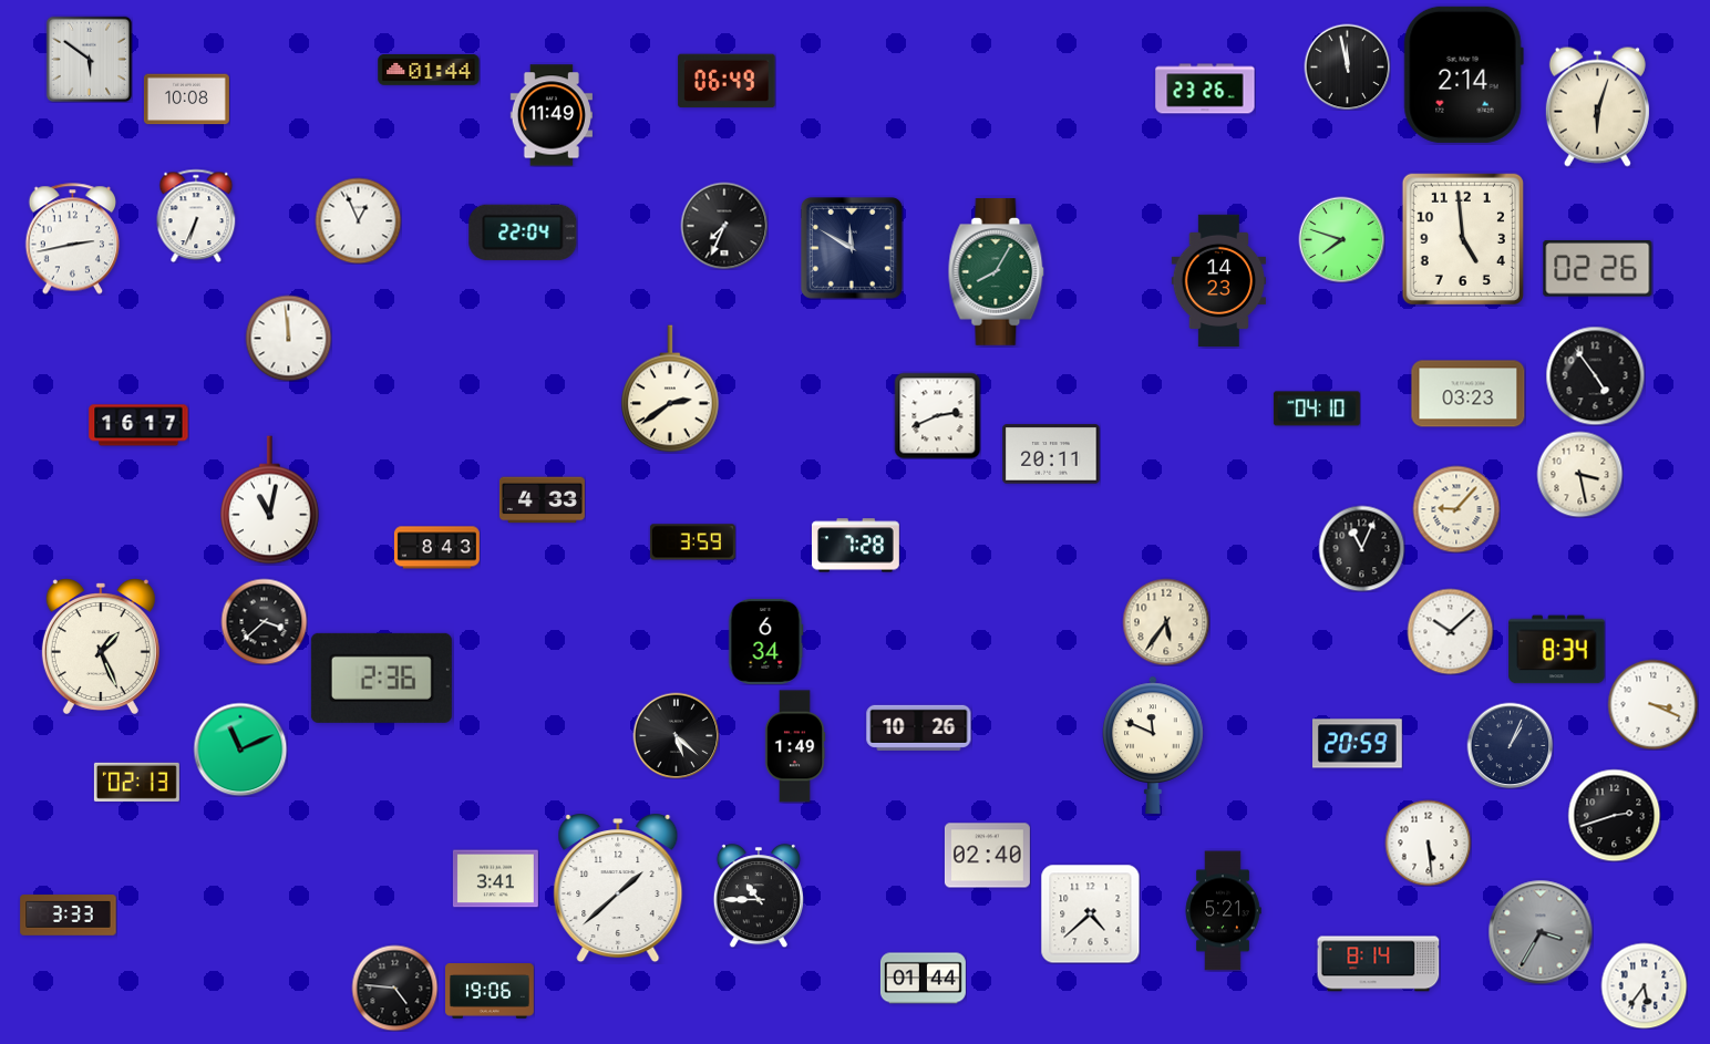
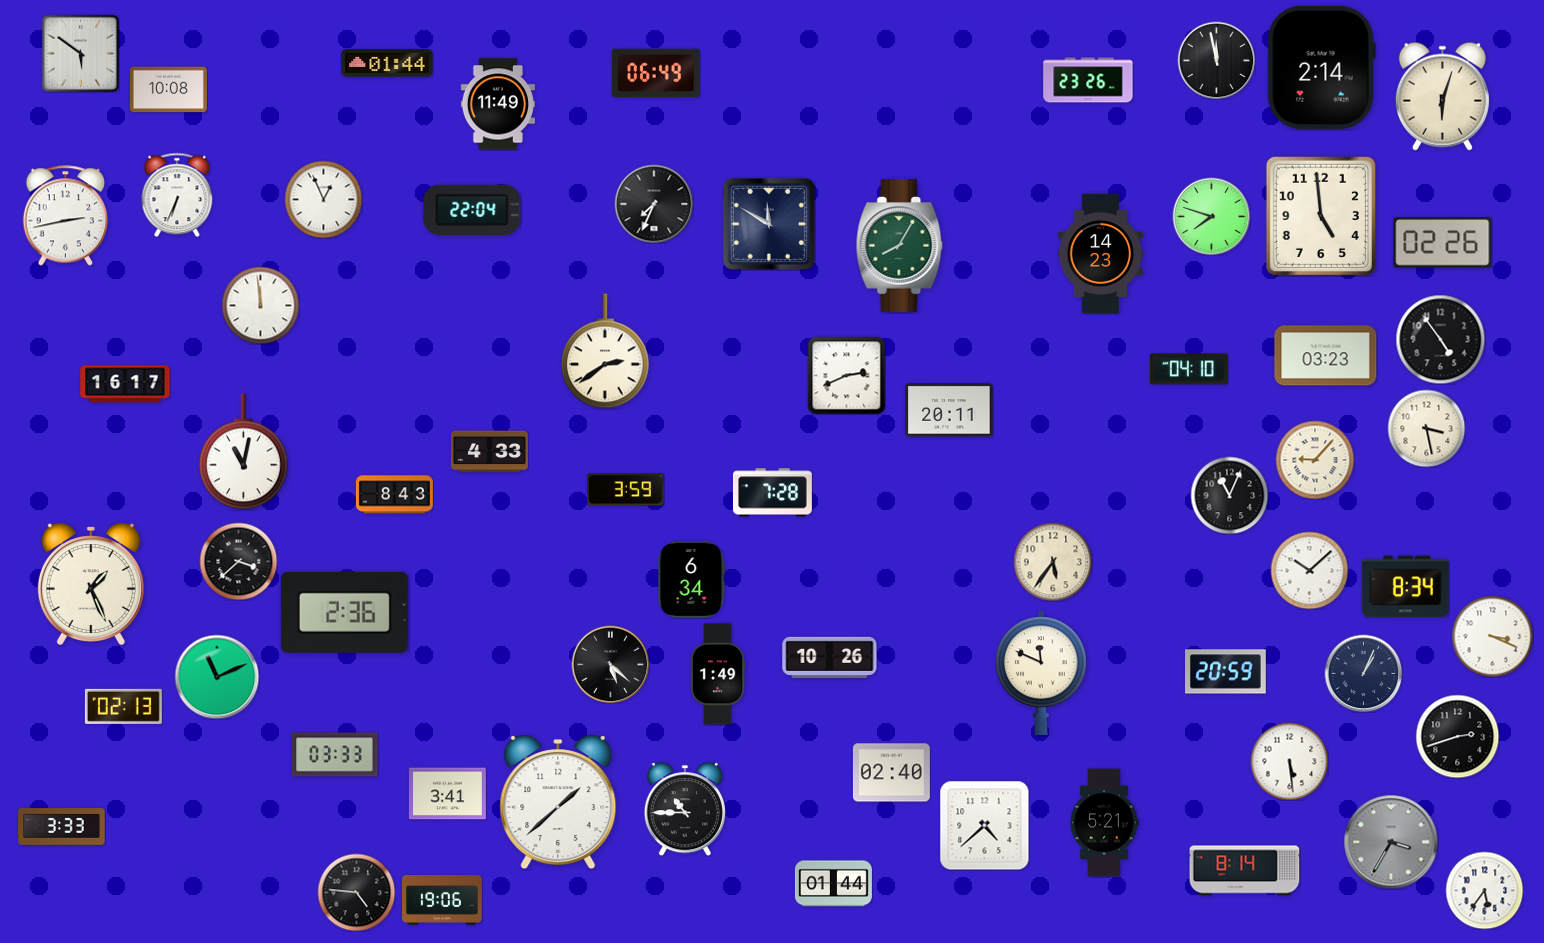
clock at (335, 755): none -> 03:33
clock at (491, 992) position: (491, 992) -> (443, 901)
